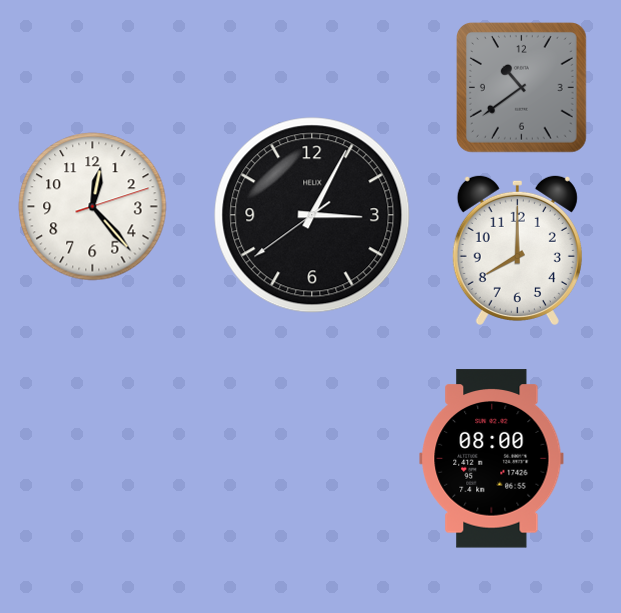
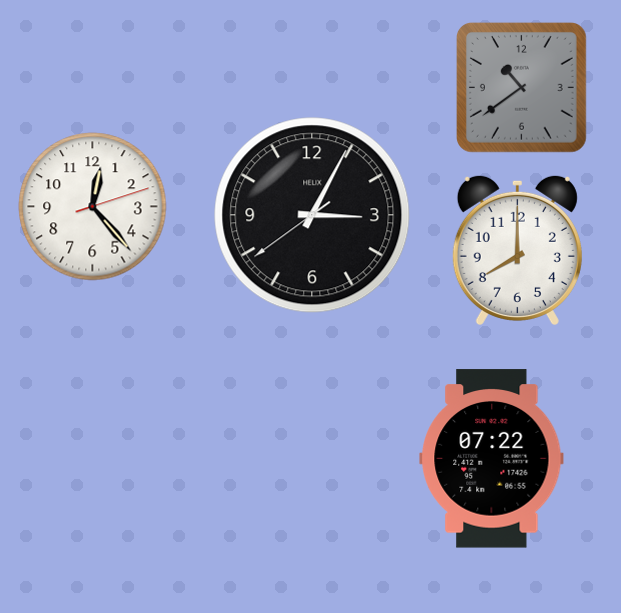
clock at (492, 459): 08:00 -> 07:22
